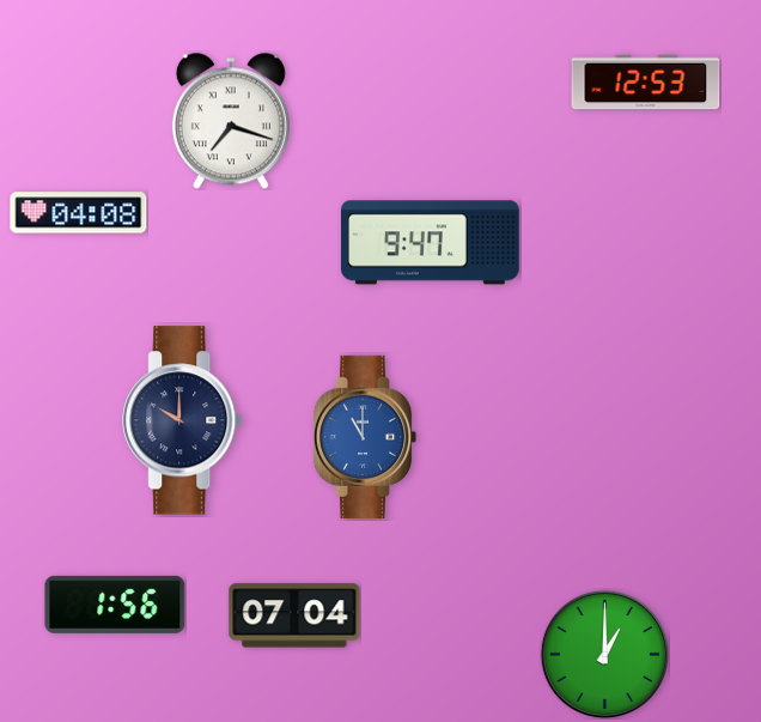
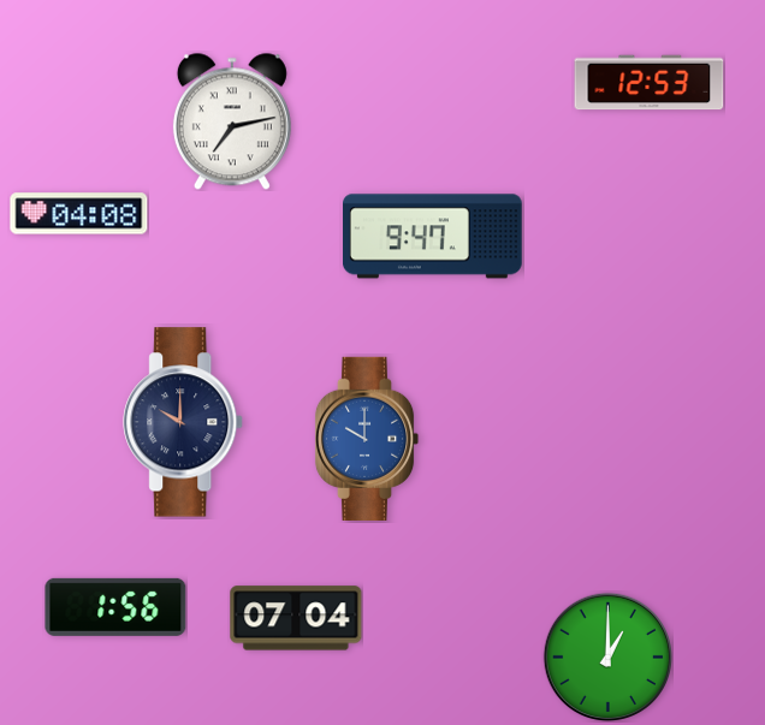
clock at (231, 121): 7:18 -> 7:13
clock at (431, 243) position: (431, 243) -> (433, 237)
clock at (365, 437): 11:00 -> 10:00
